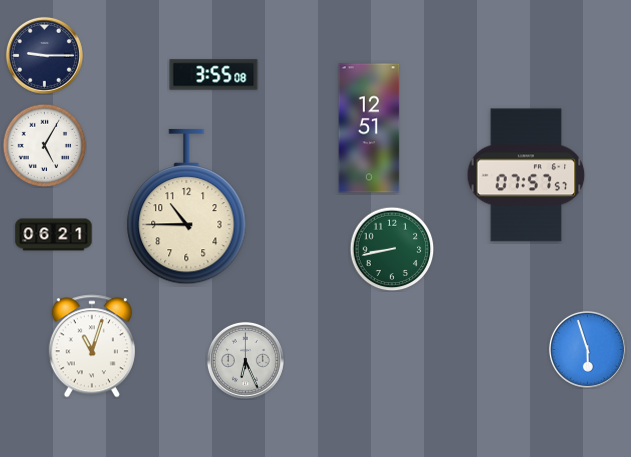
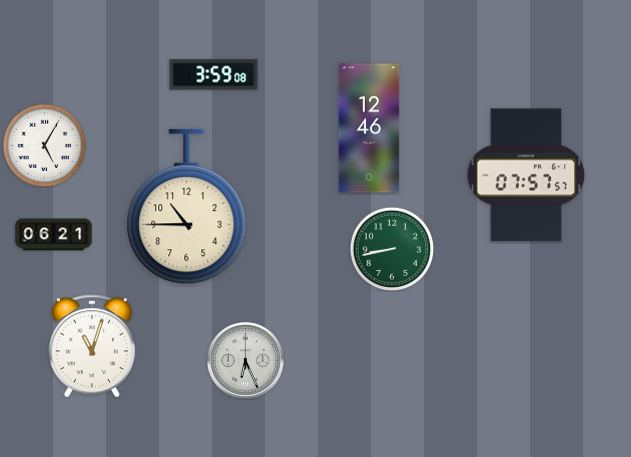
clock at (44, 55): 9:15 -> none
clock at (214, 75): 3:55 -> 3:59
clock at (369, 128): 12:51 -> 12:46
clock at (587, 349): 5:57 -> none
